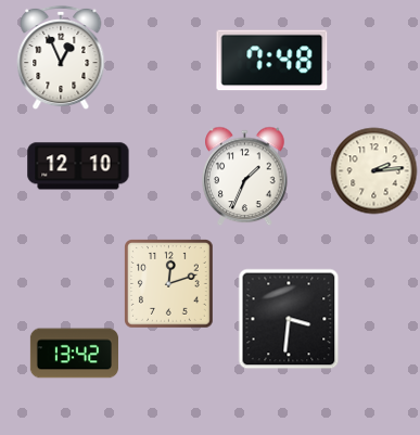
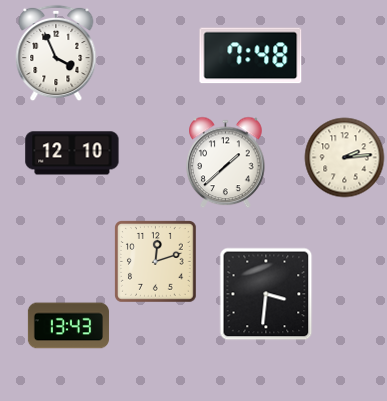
clock at (61, 57): 12:56 -> 3:56
clock at (245, 177): 1:34 -> 1:38
clock at (74, 354): 13:42 -> 13:43
